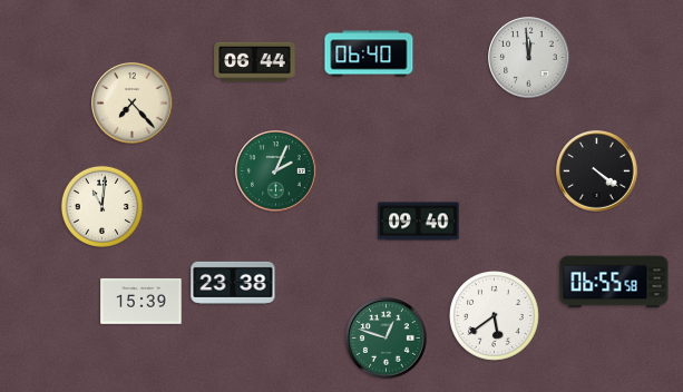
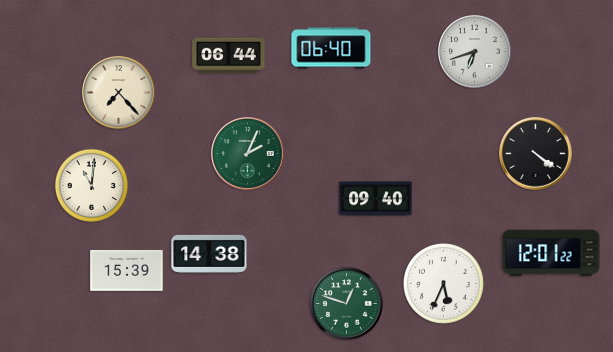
clock at (529, 58): 11:59 -> 6:42
clock at (614, 282): 06:55 -> 12:01
clock at (233, 283): 23:38 -> 14:38
clock at (495, 316): 5:39 -> 5:34
